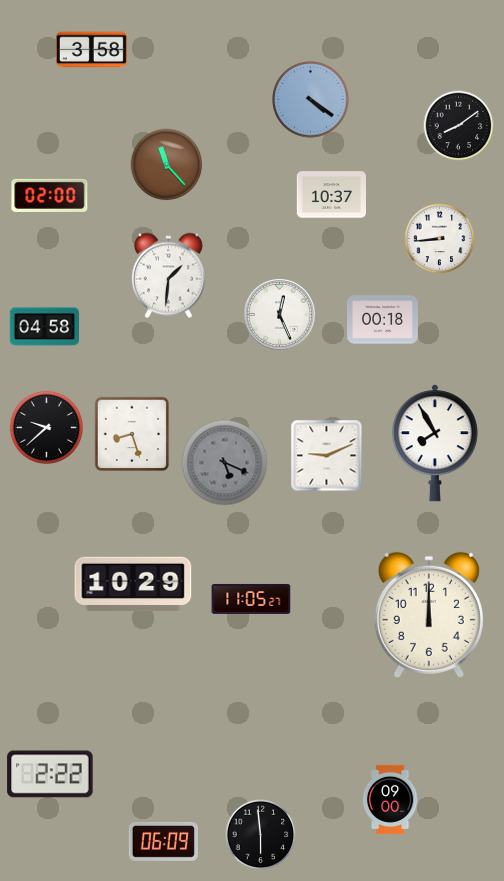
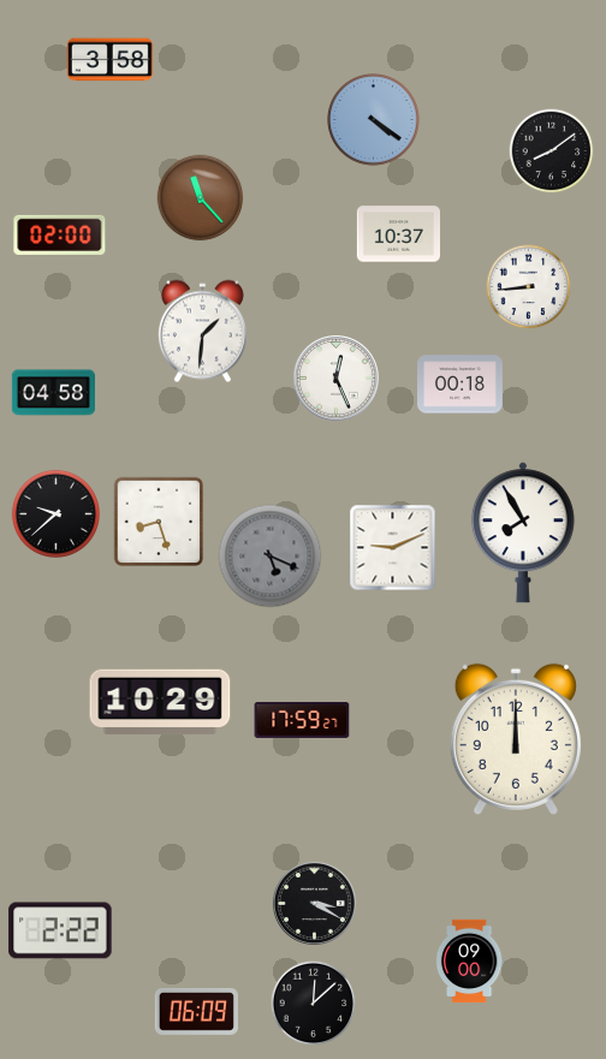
clock at (251, 599): 11:05 -> 17:59
clock at (314, 903): none -> 3:20
clock at (261, 835): 5:59 -> 12:08
